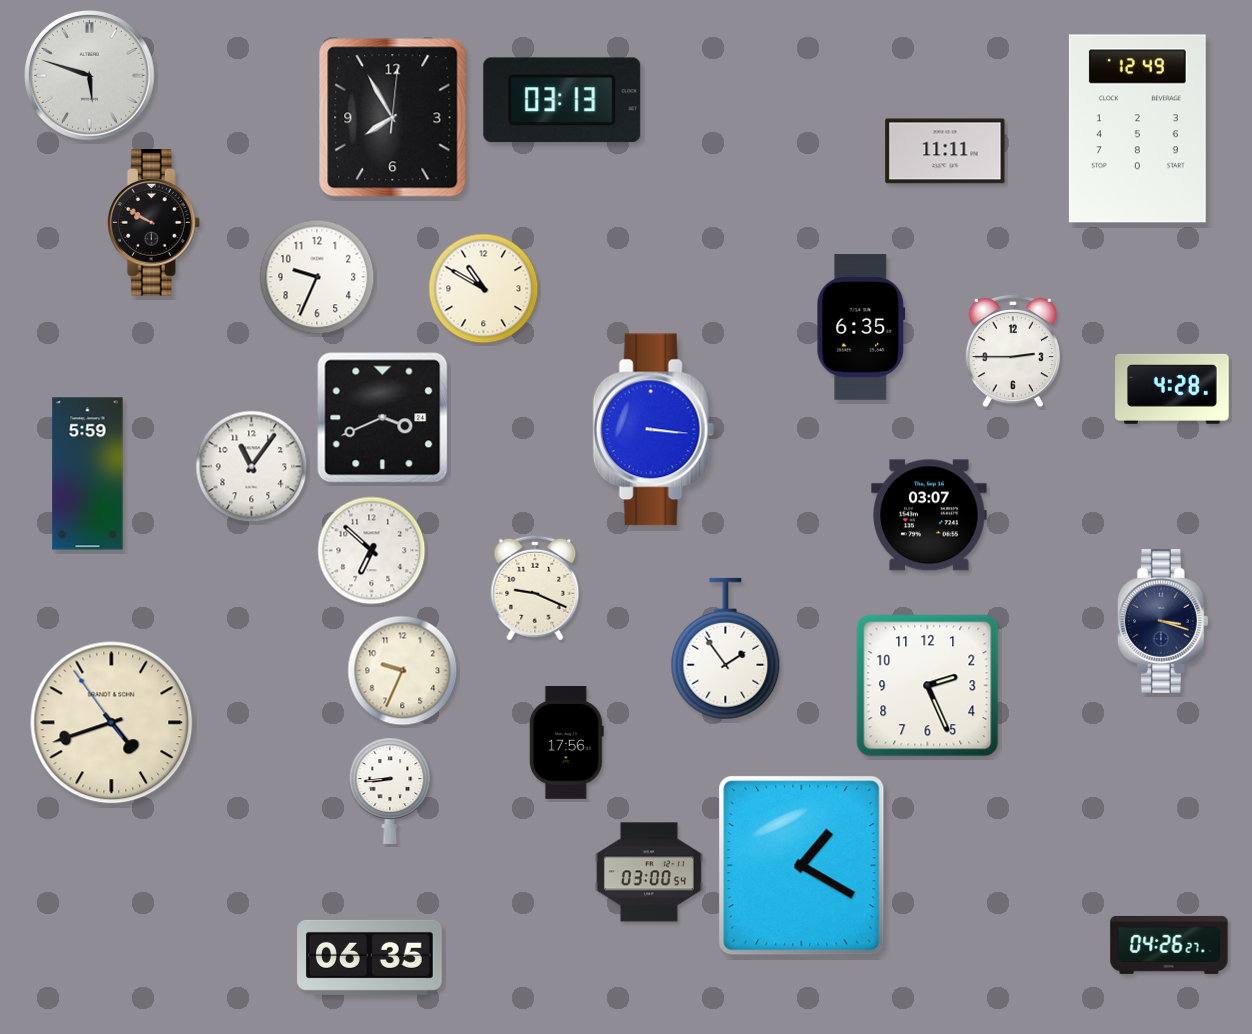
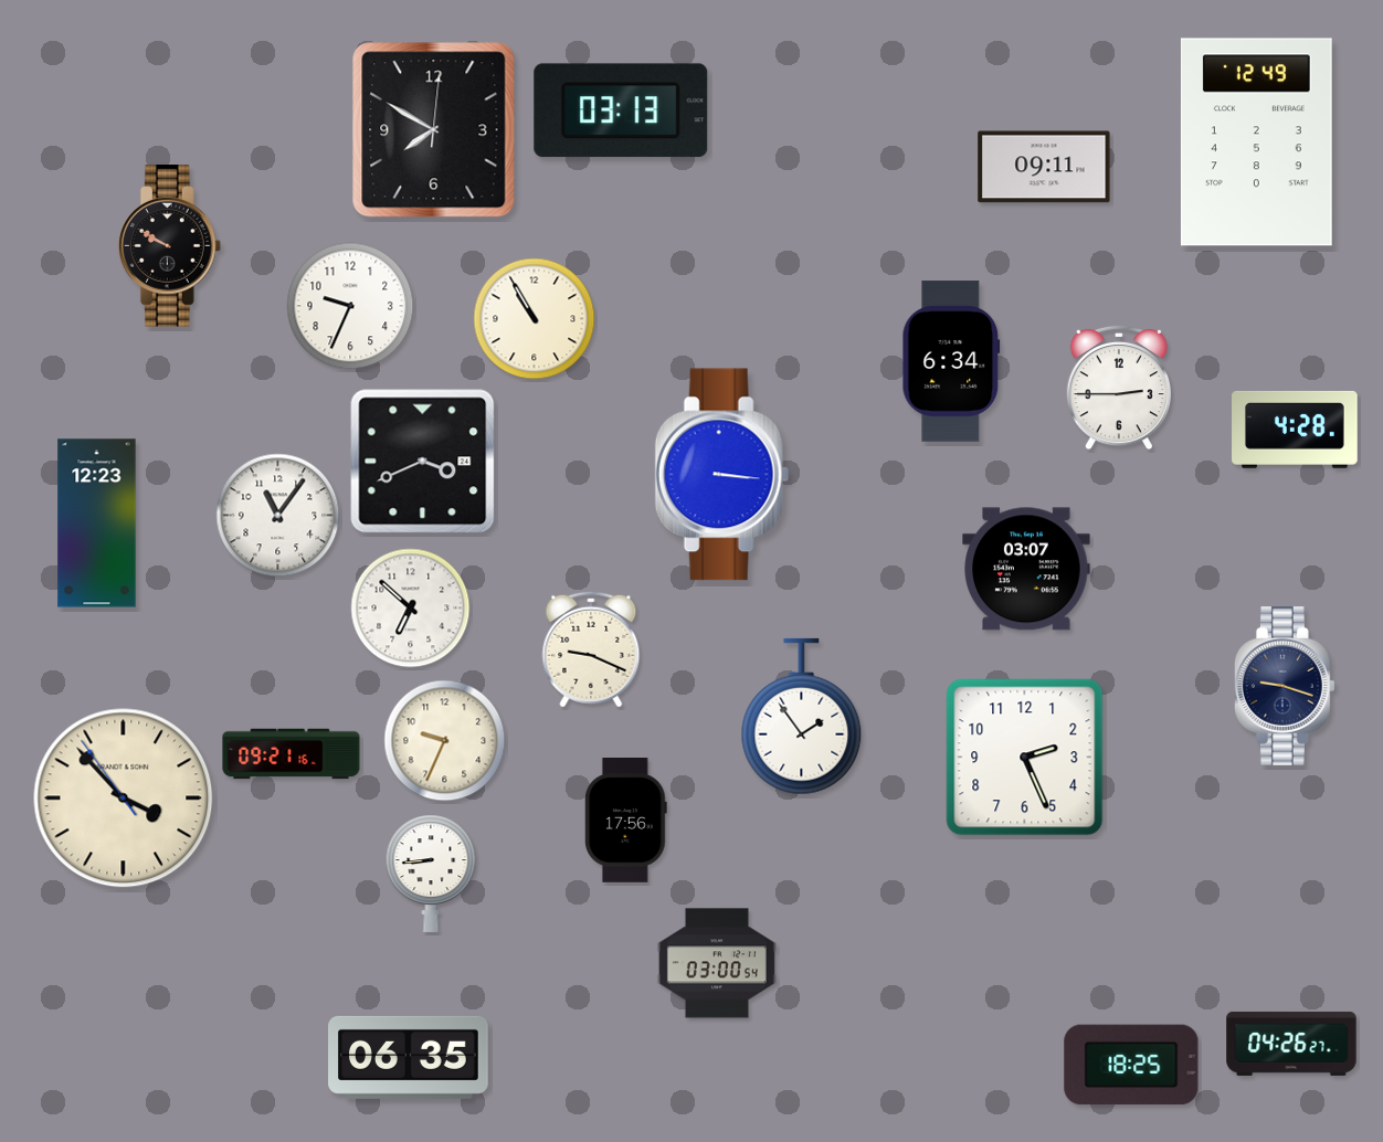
clock at (90, 76): 5:48 -> none
clock at (393, 118): 7:55 -> 7:50
clock at (945, 151): 11:11 -> 09:11
clock at (484, 289): 10:50 -> 10:55
clock at (861, 327): 6:35 -> 6:34
clock at (88, 474): 5:59 -> 12:23
clock at (1163, 621): 3:18 -> 9:18
clock at (292, 754): none -> 09:21
clock at (112, 723): 4:41 -> 3:52
clock at (802, 866): 1:20 -> none
clock at (1131, 1065): none -> 18:25
